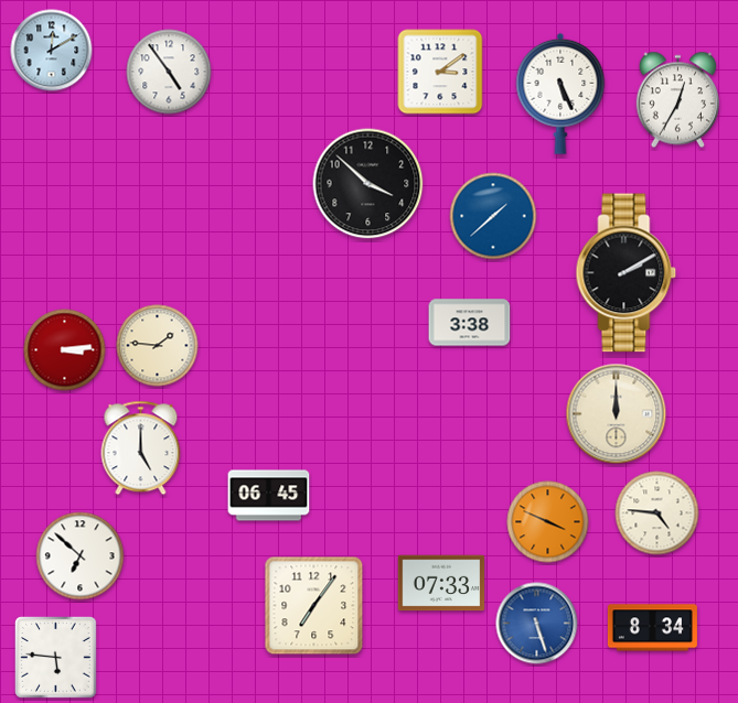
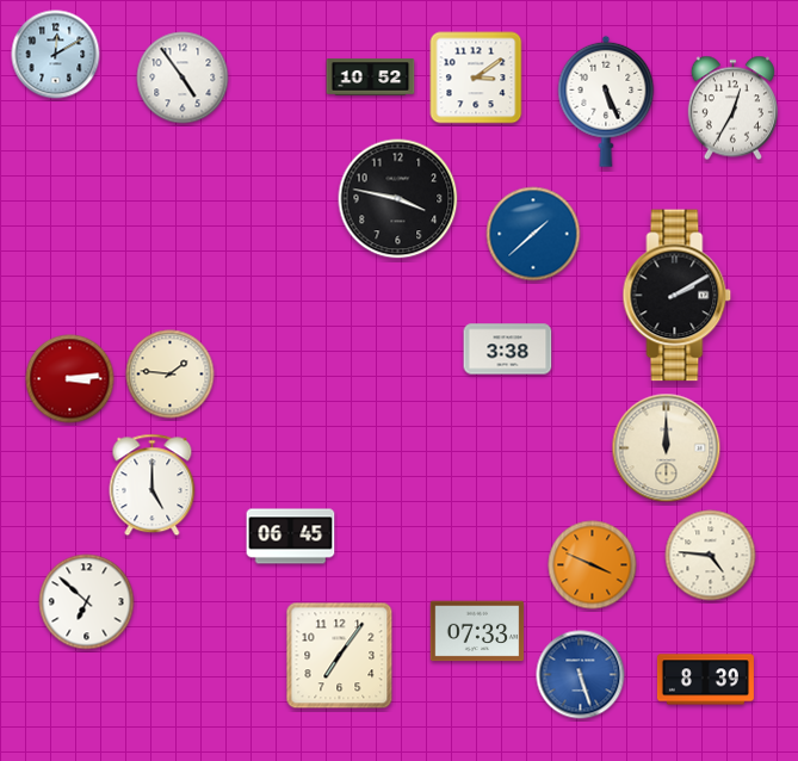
clock at (371, 78): none -> 10:52
clock at (368, 184): 3:52 -> 3:47
clock at (652, 628): 8:34 -> 8:39
clock at (56, 658): 5:46 -> none
